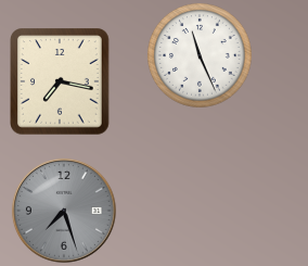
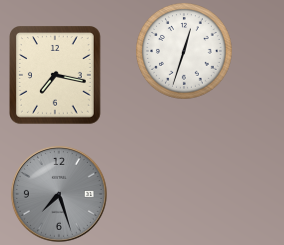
clock at (200, 55): 11:26 -> 12:33
